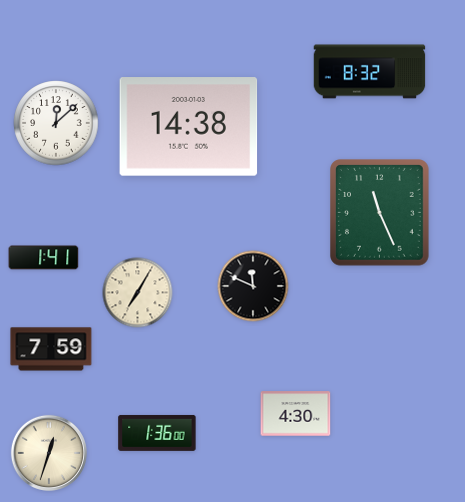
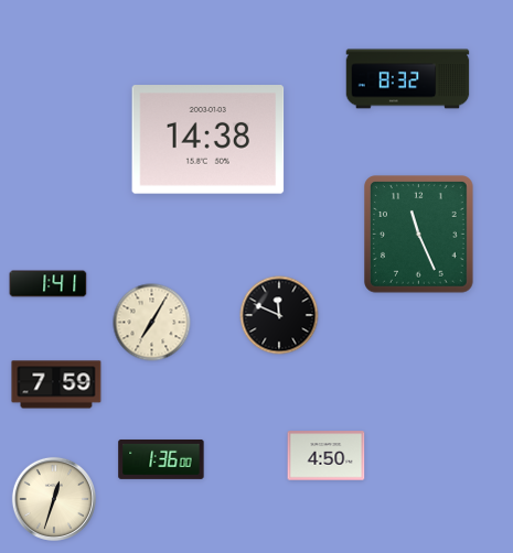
clock at (56, 123): 12:08 -> none
clock at (296, 414): 4:30 -> 4:50
clock at (157, 433) position: (157, 433) -> (161, 459)
